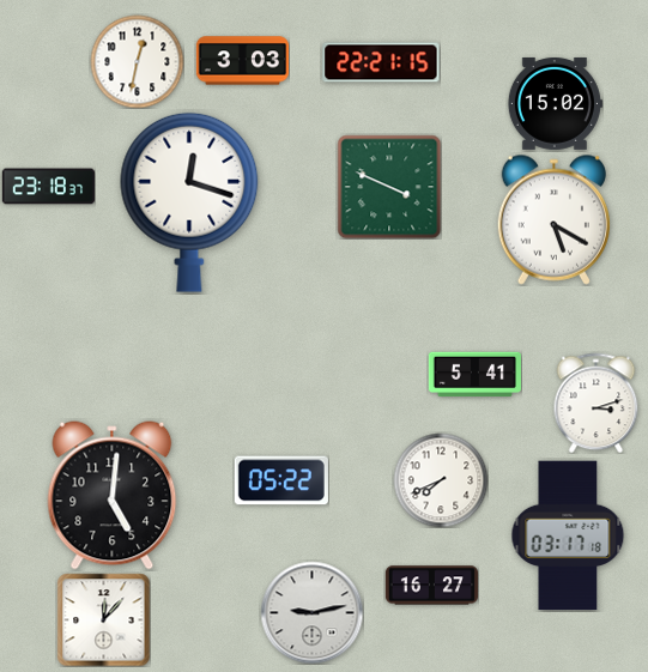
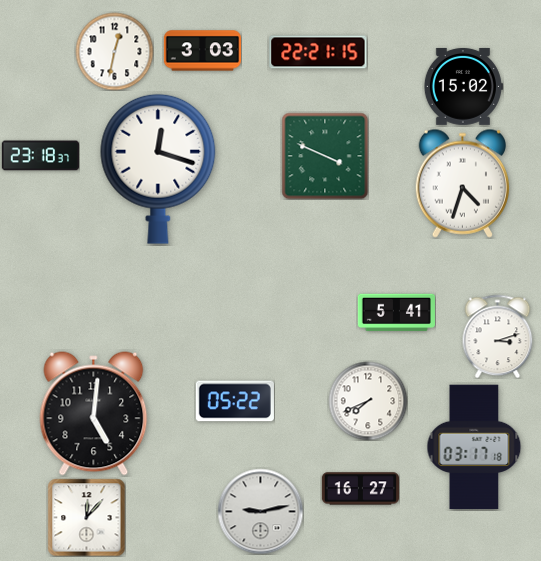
clock at (553, 219): 5:20 -> 4:33
